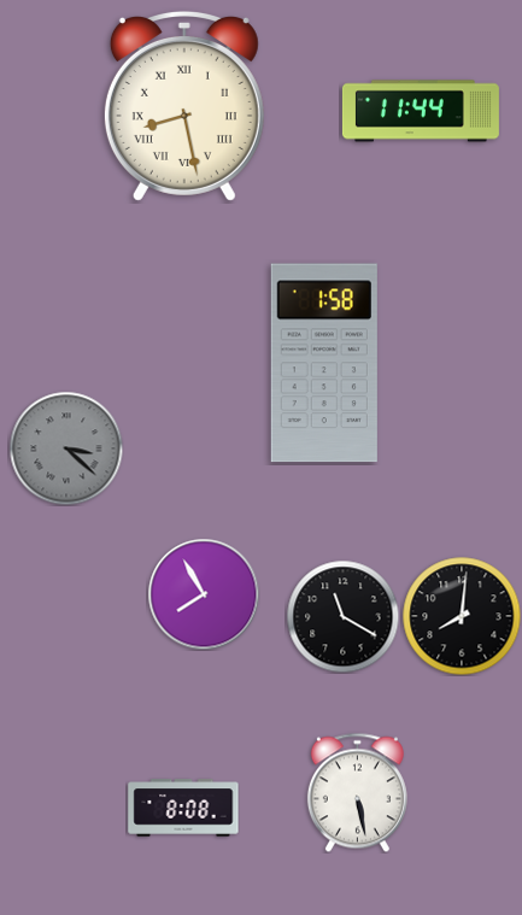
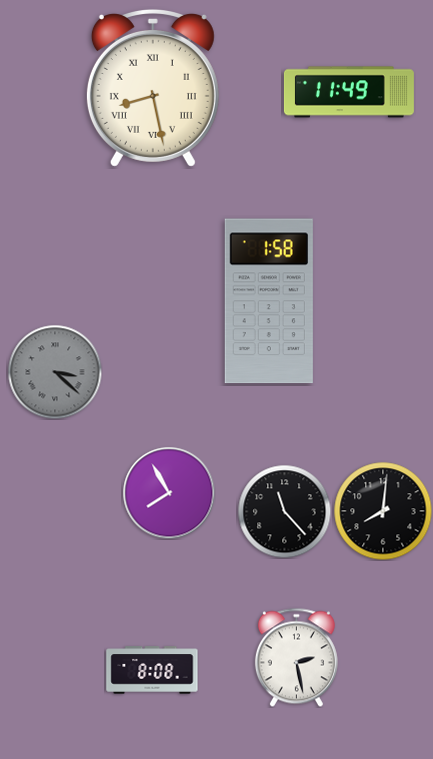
clock at (421, 111): 11:44 -> 11:49
clock at (342, 616): 11:20 -> 11:23
clock at (357, 792): 5:28 -> 2:28
